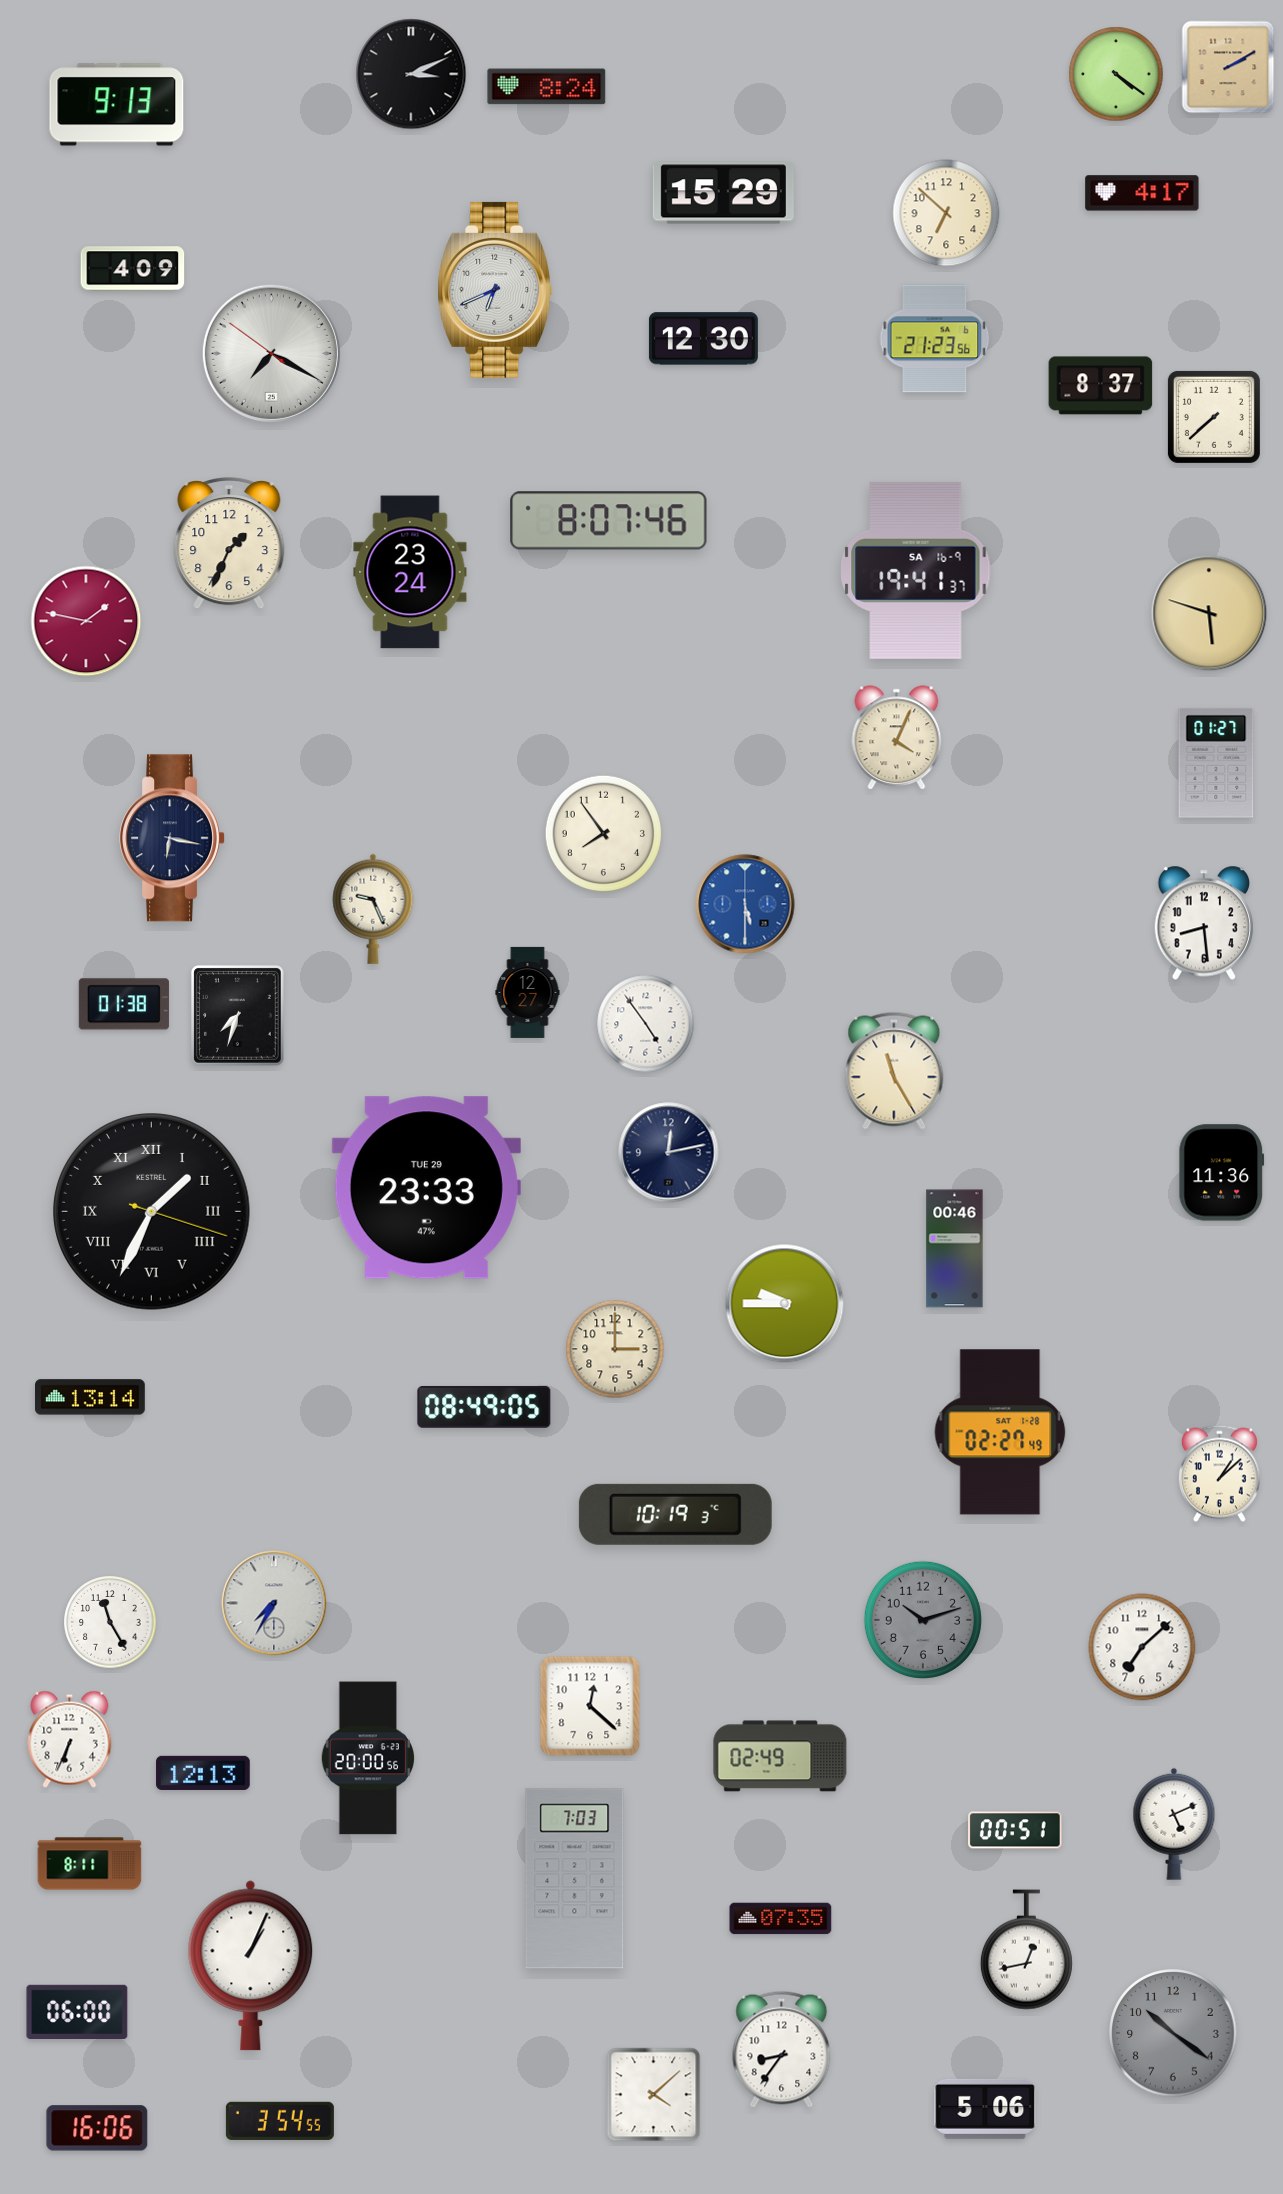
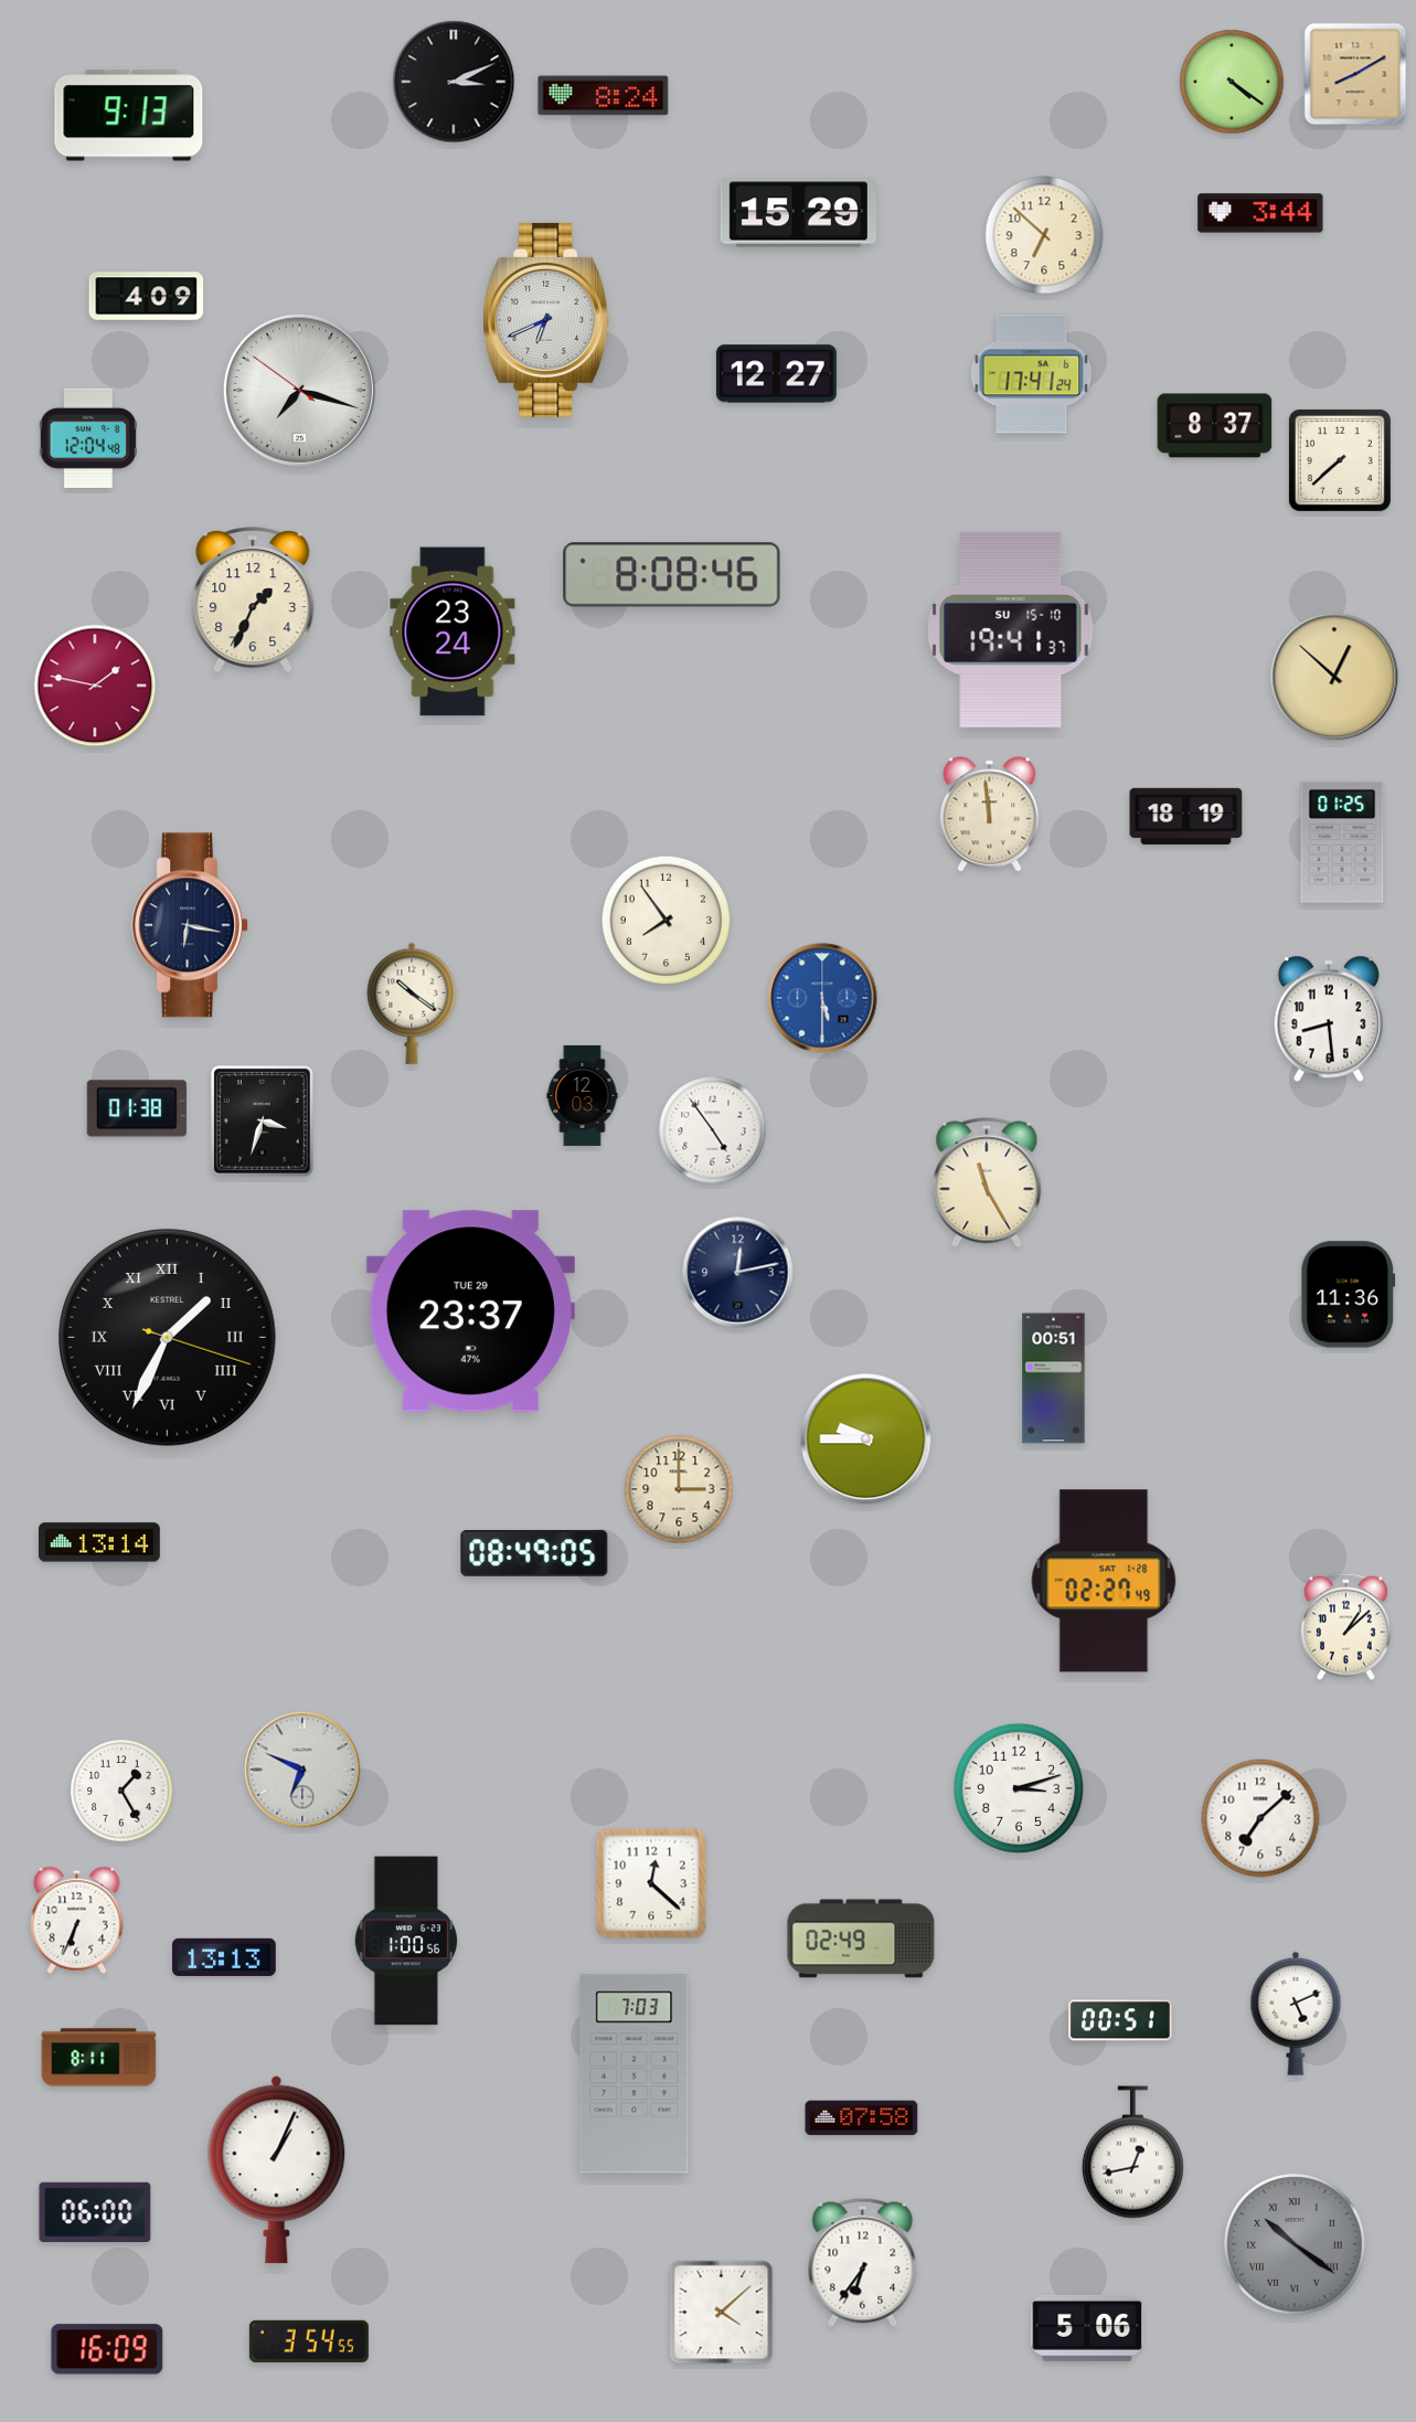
clock at (1228, 67): 2:10 -> 8:10
clock at (1142, 193): 4:17 -> 3:44
clock at (703, 339): 12:30 -> 12:27
clock at (935, 339): 21:23 -> 17:41
clock at (271, 353): 7:19 -> 7:17
clock at (88, 438): none -> 12:04
clock at (609, 521): 8:07 -> 8:08
clock at (916, 570) date: SA 16-9 -> SU 15-10
clock at (1209, 613): 5:48 -> 12:52
clock at (897, 738): 4:04 -> 11:59
clock at (1186, 816): none -> 18:19
clock at (1216, 763): 01:27 -> 01:25
clock at (373, 909): 9:26 -> 10:21
clock at (528, 992): 12:27 -> 12:03
clock at (238, 1016): 7:33 -> 3:33
clock at (426, 1188): 23:33 -> 23:37
clock at (955, 1249): 00:46 -> 00:51
clock at (675, 1514): 10:19 -> none
clock at (274, 1603): 7:35 -> 6:49
clock at (923, 1620): 10:12 -> 3:12
clock at (923, 1620) dial: grey -> white
clock at (110, 1622): 11:25 -> 1:25
clock at (368, 1758): 20:00 -> 1:00
clock at (203, 1773): 12:13 -> 13:13
clock at (781, 1919): 07:35 -> 07:58
clock at (77, 2011) position: (77, 2011) -> (95, 2211)
clock at (1173, 2033) numerals: Arabic -> Roman
clock at (782, 2049): 8:36 -> 6:36
clock at (97, 2128): 16:06 -> 16:09
